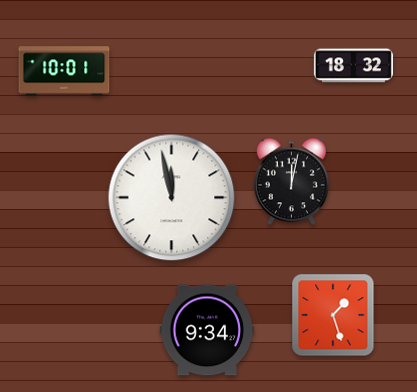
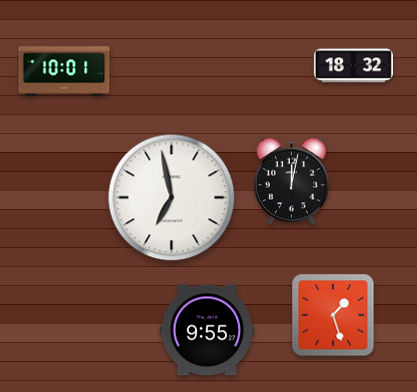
clock at (172, 198): 11:58 -> 6:58
clock at (207, 330): 9:34 -> 9:55
